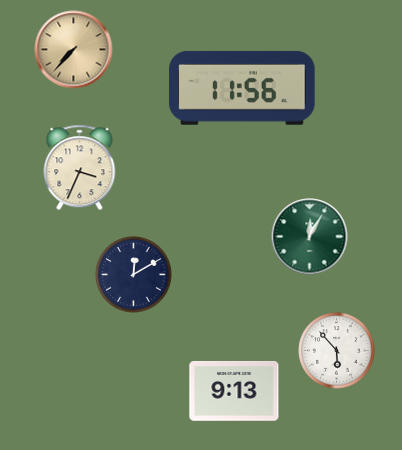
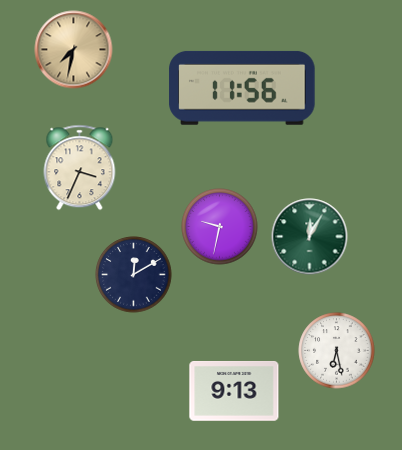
clock at (74, 50): 7:37 -> 7:32
clock at (220, 227): none -> 9:32
clock at (337, 351): 5:53 -> 6:28
